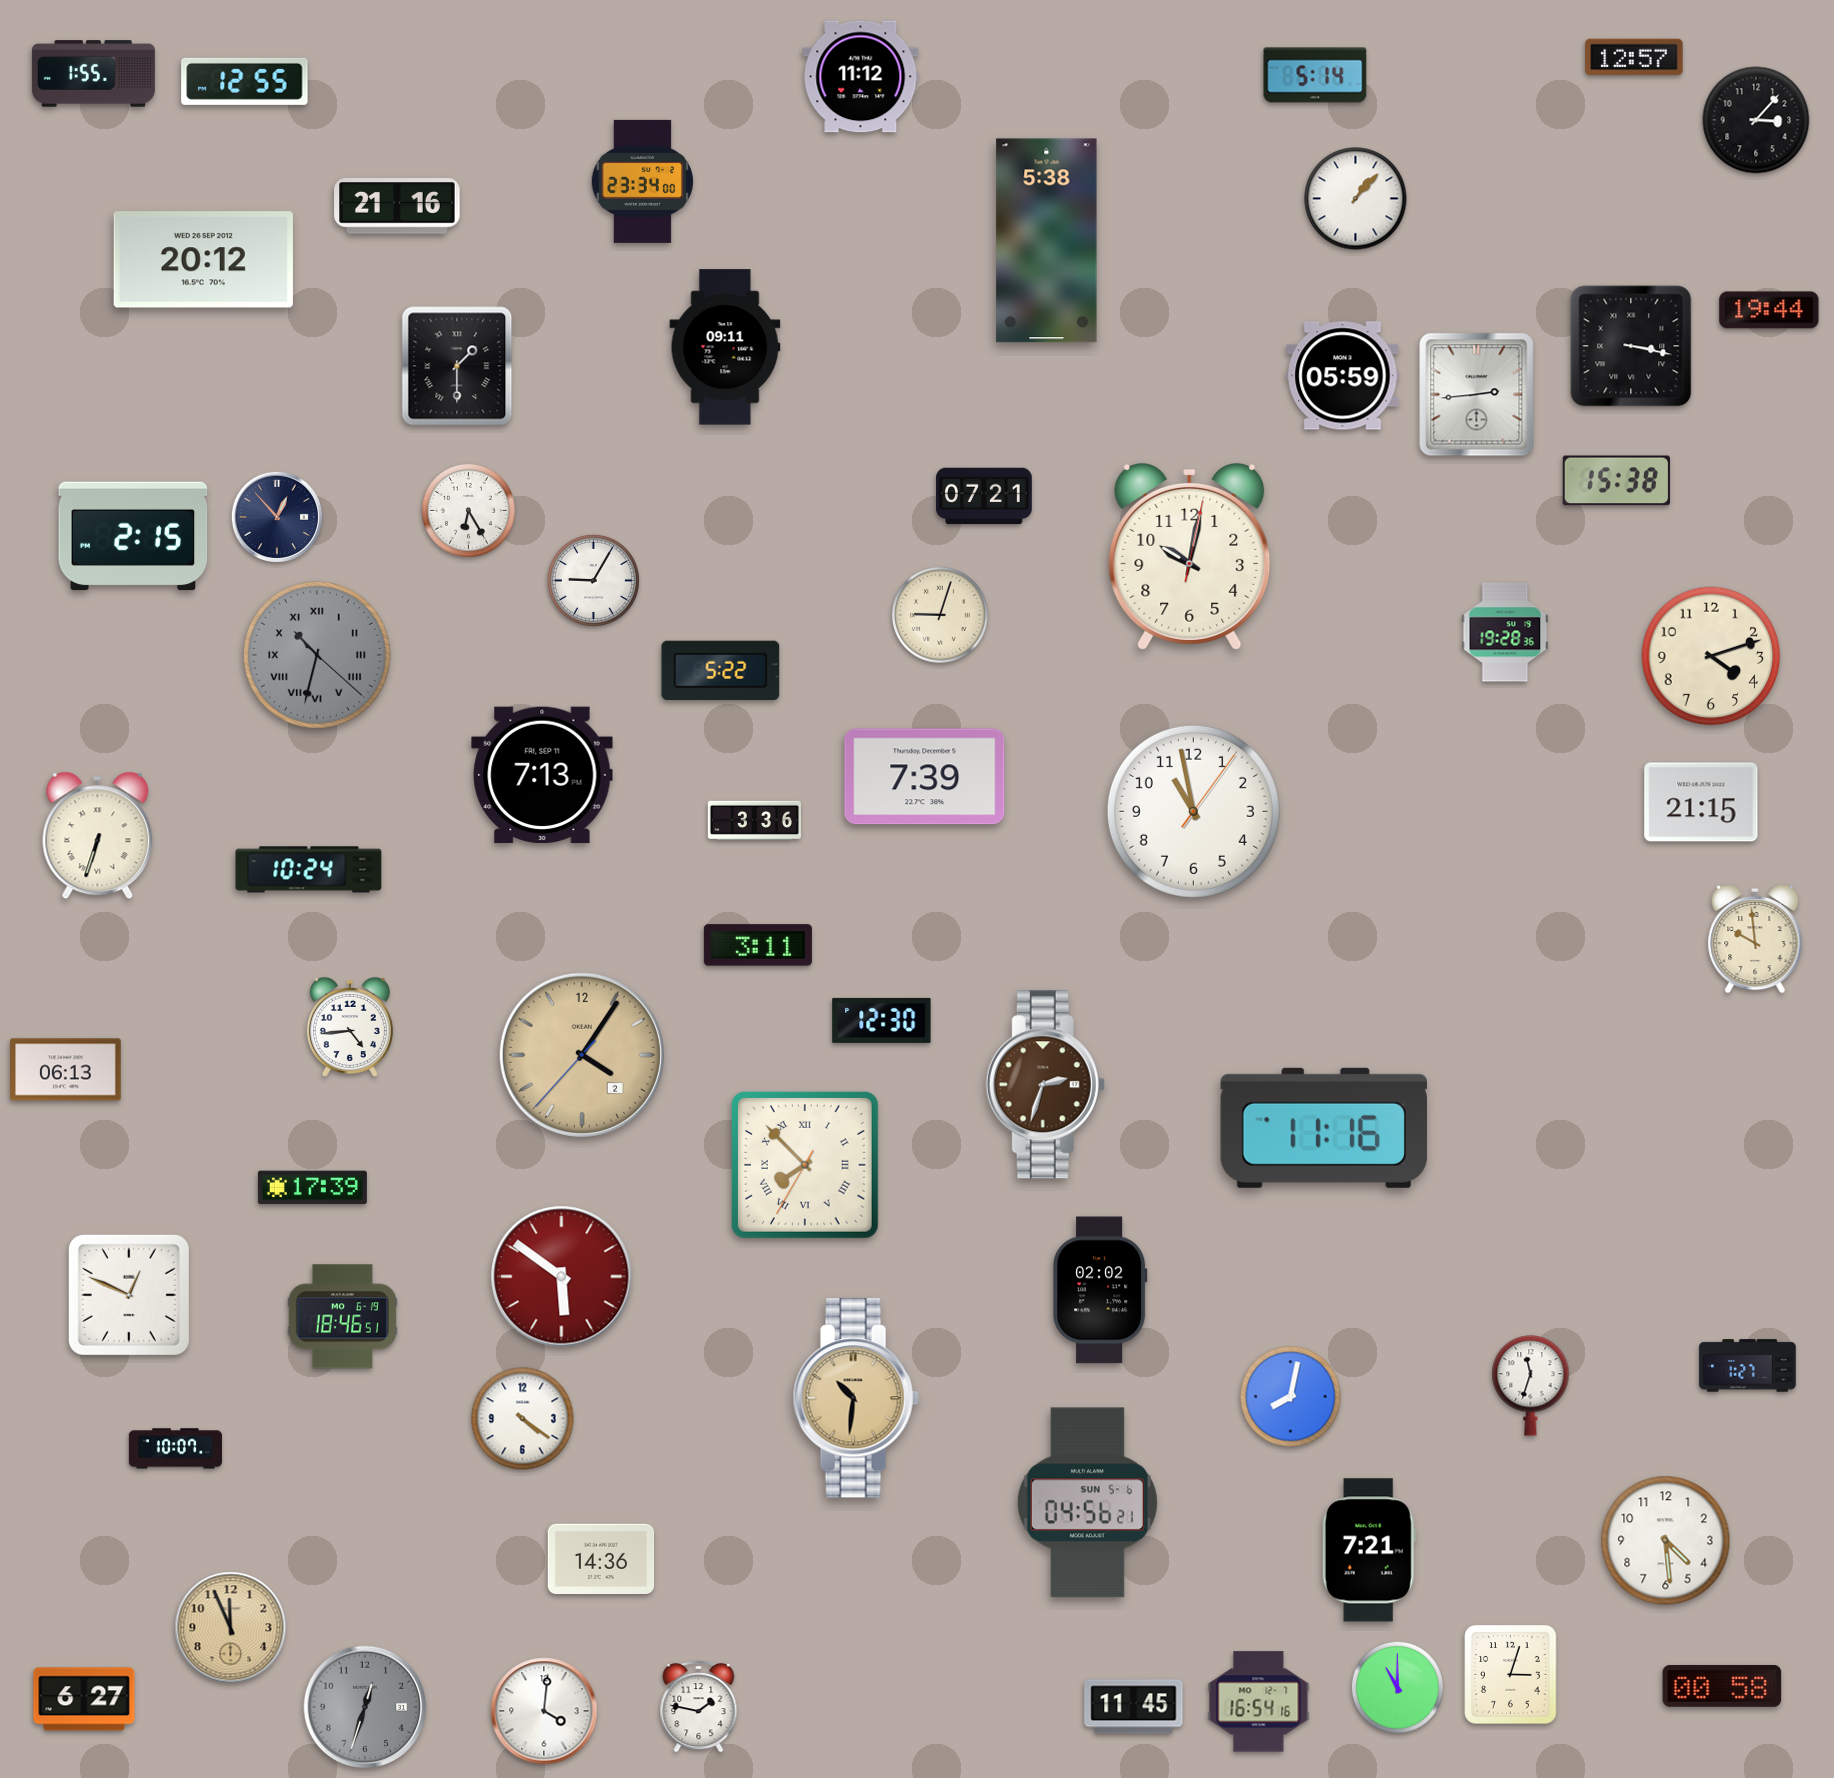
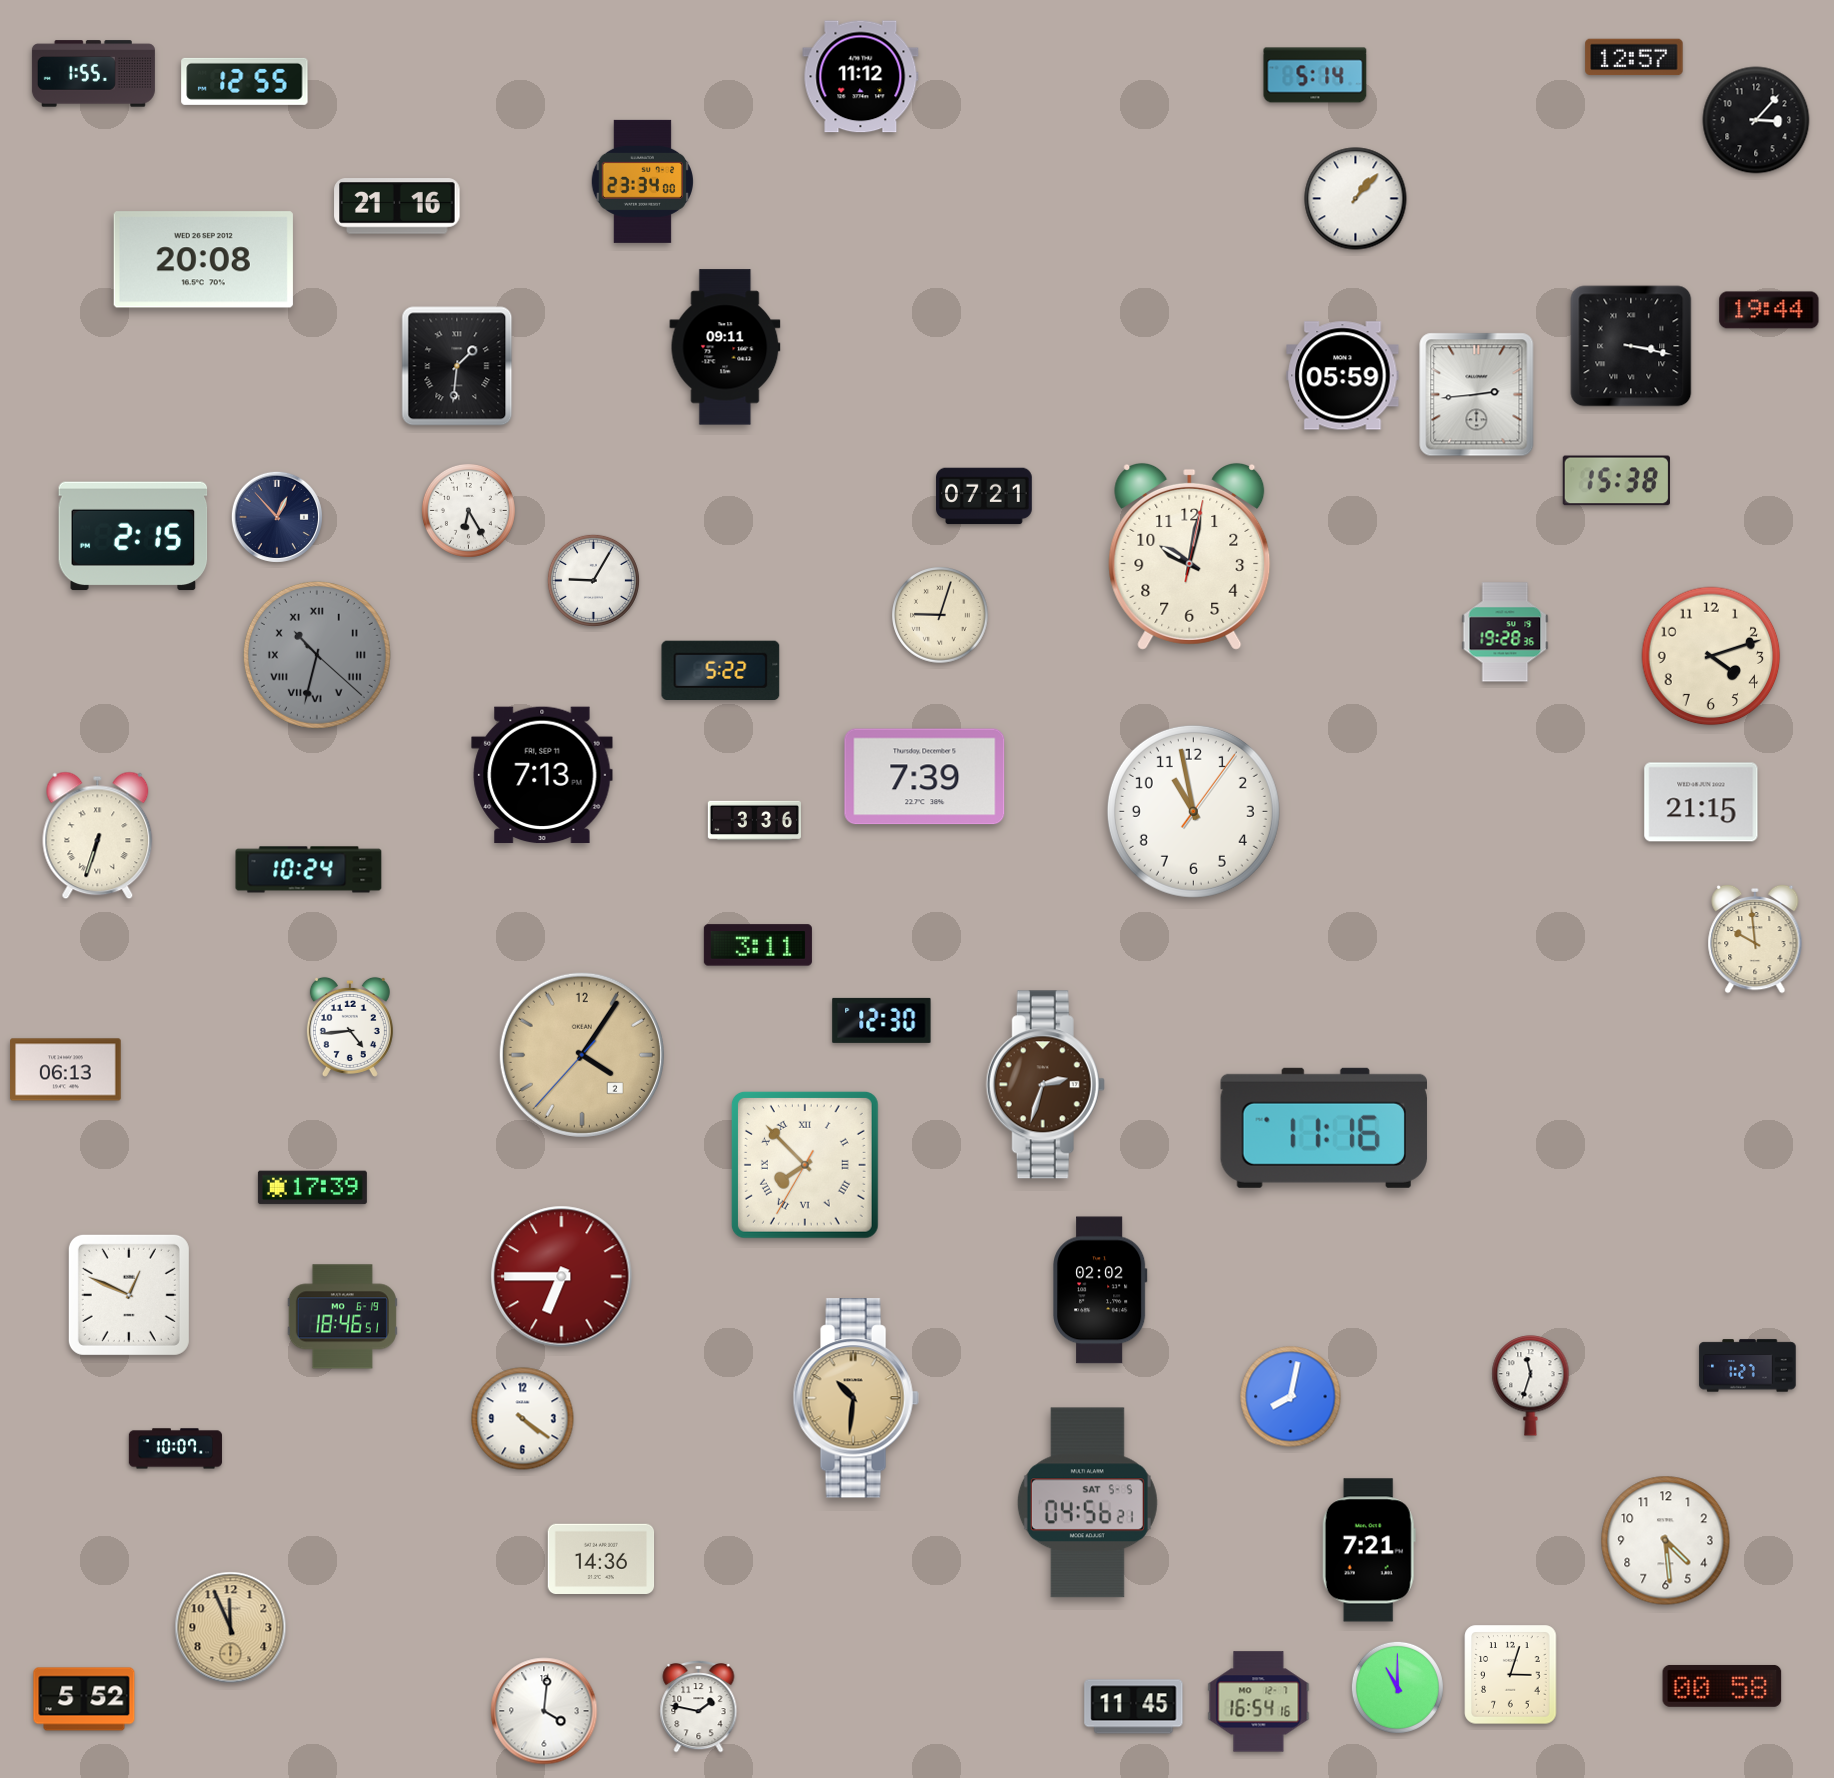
clock at (1047, 241): 5:38 -> none
clock at (203, 260): 20:12 -> 20:08
clock at (457, 366): 1:30 -> 1:31
clock at (562, 1277): 5:51 -> 6:45
clock at (1087, 1503) date: SUN 5-6 -> SAT 5-5
clock at (84, 1699): 6:27 -> 5:52
clock at (365, 1707): 12:33 -> none
